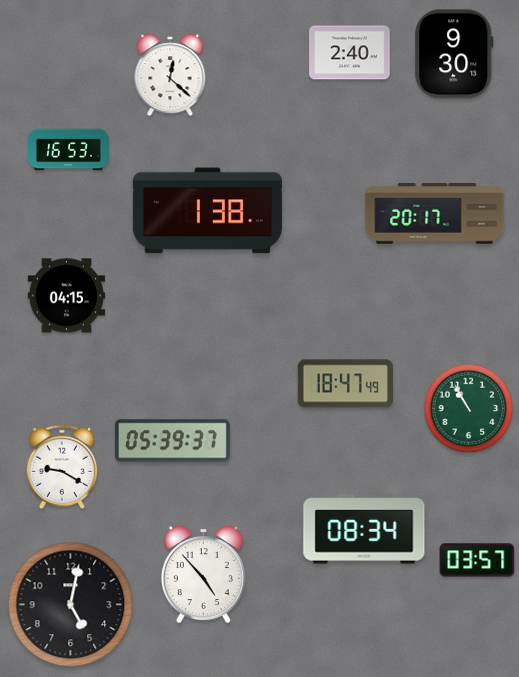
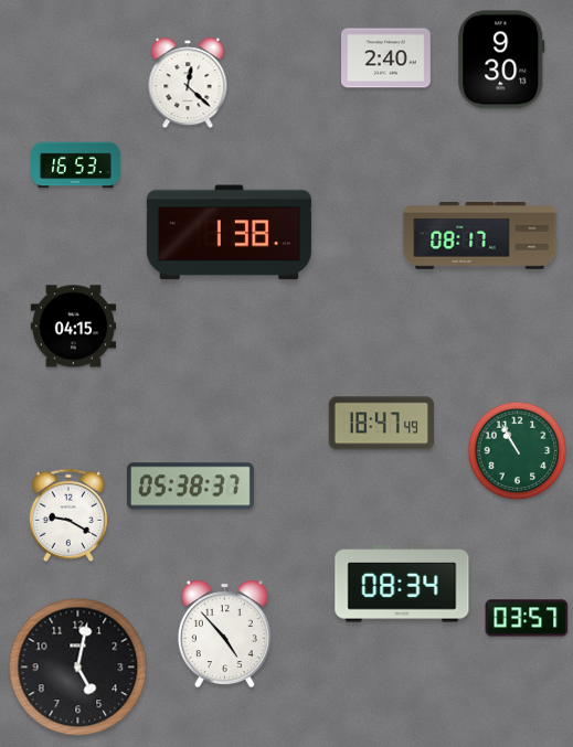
clock at (435, 214): 20:17 -> 08:17
clock at (172, 441): 05:39 -> 05:38
